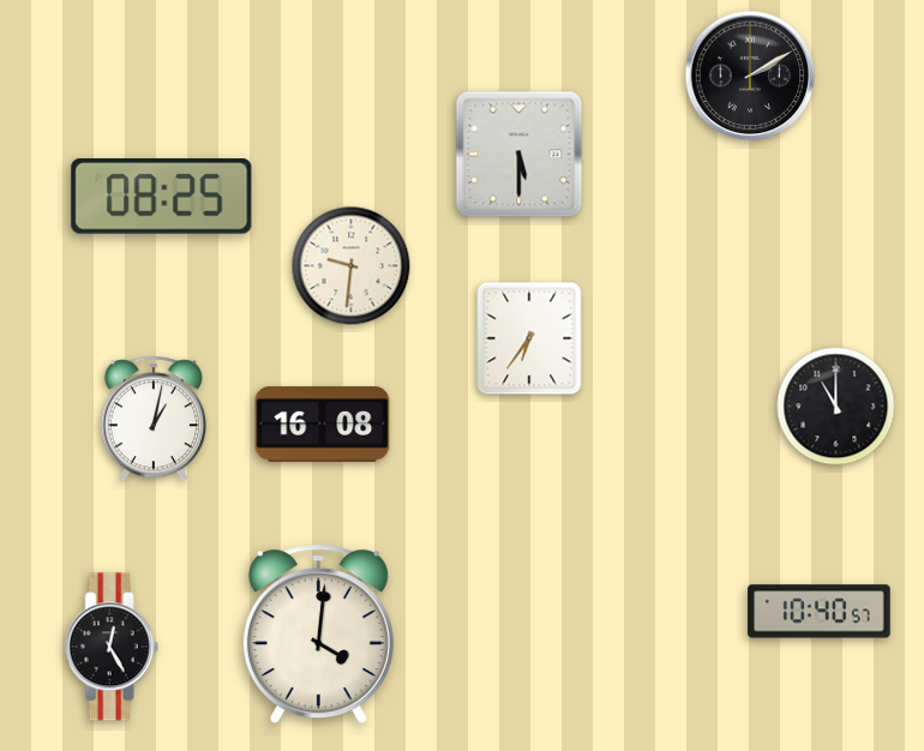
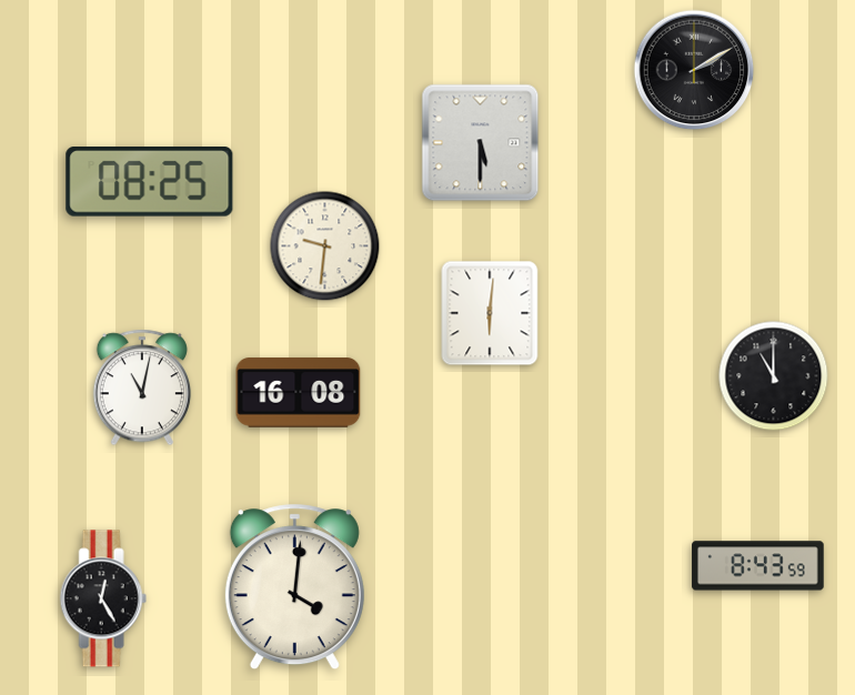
clock at (529, 338): 6:36 -> 6:01
clock at (154, 419): 1:02 -> 11:02
clock at (820, 612): 10:40 -> 8:43
